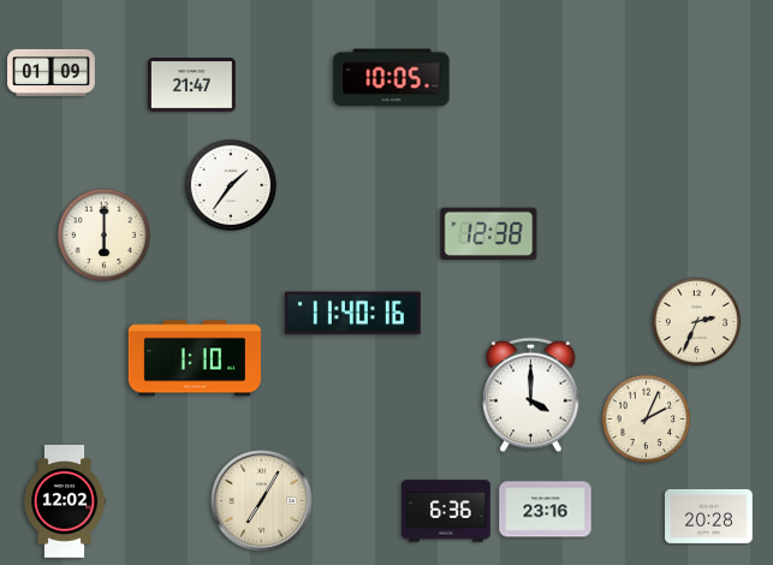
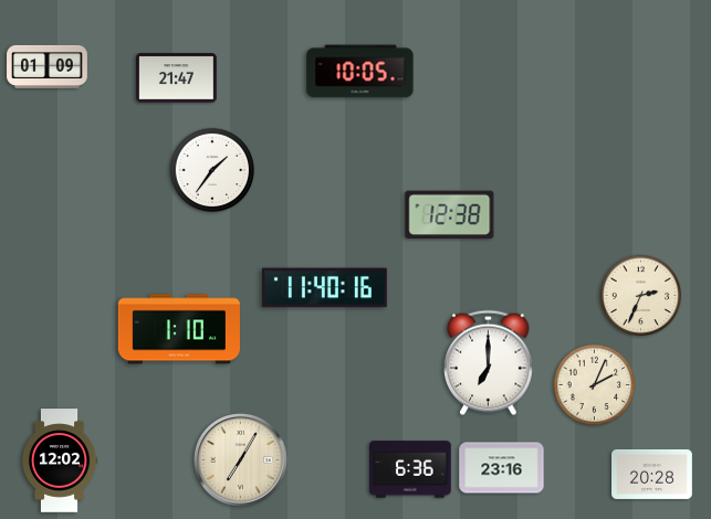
clock at (105, 236): 6:00 -> none
clock at (531, 395): 4:00 -> 7:00
